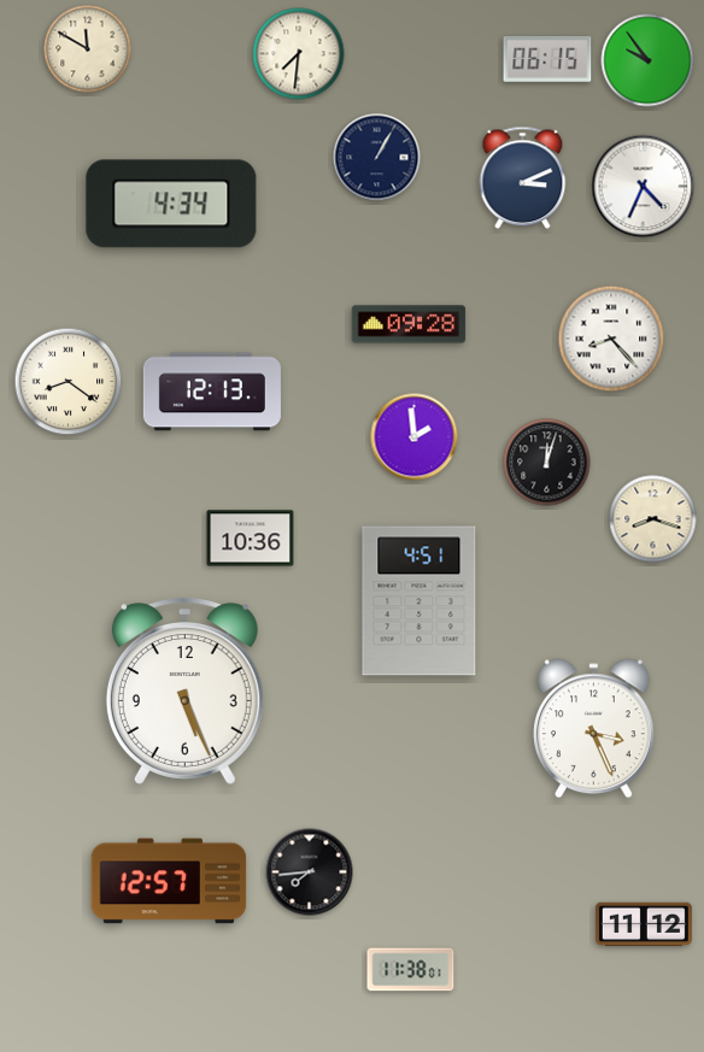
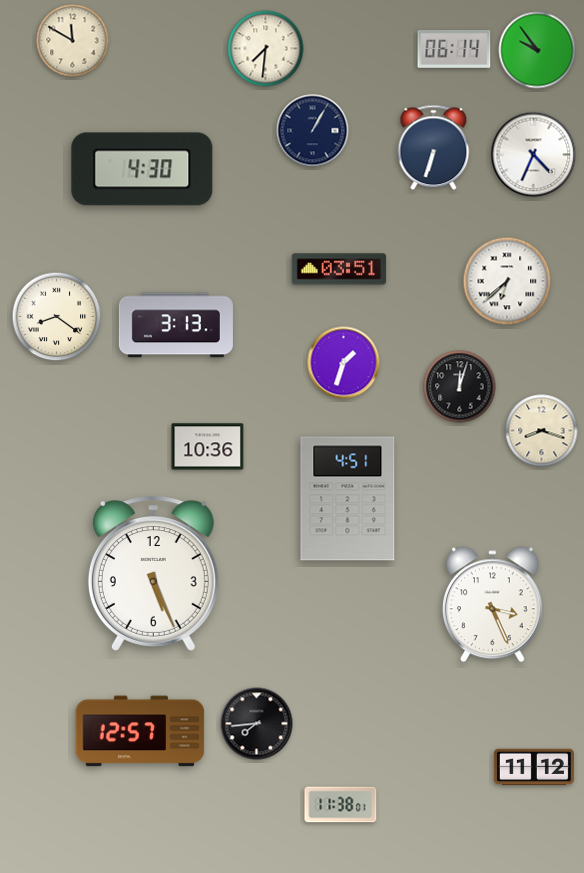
clock at (299, 54) position: (299, 54) -> (266, 49)
clock at (547, 60): 06:15 -> 06:14
clock at (523, 178): 3:11 -> 6:33
clock at (171, 204): 4:34 -> 4:30
clock at (409, 324): 09:28 -> 03:51
clock at (611, 339): 8:23 -> 6:38
clock at (212, 392): 12:13 -> 3:13
clock at (415, 437): 1:59 -> 1:33
clock at (547, 463) position: (547, 463) -> (460, 387)
